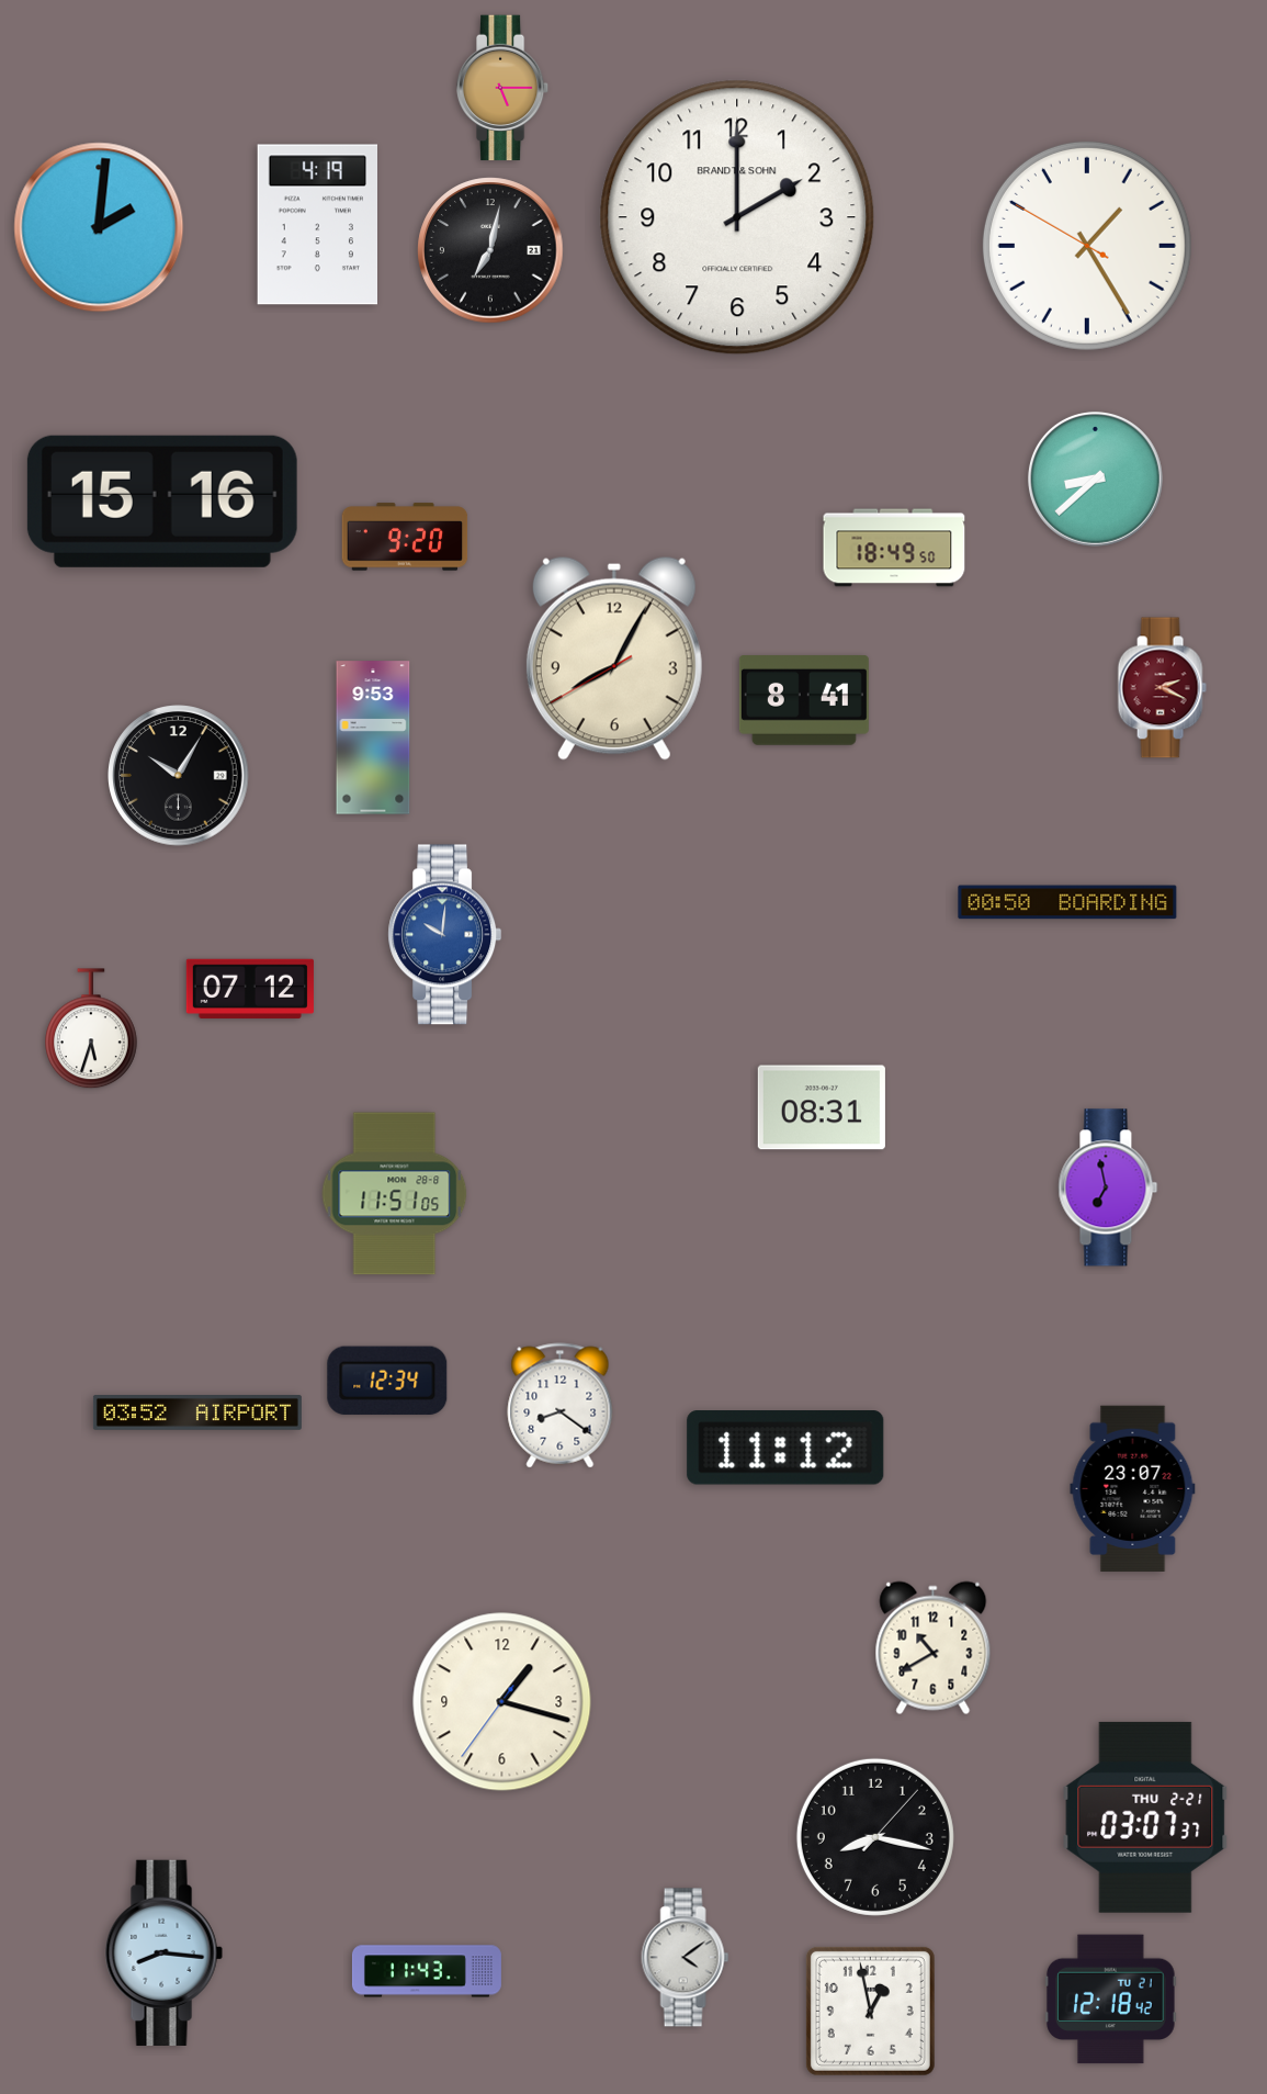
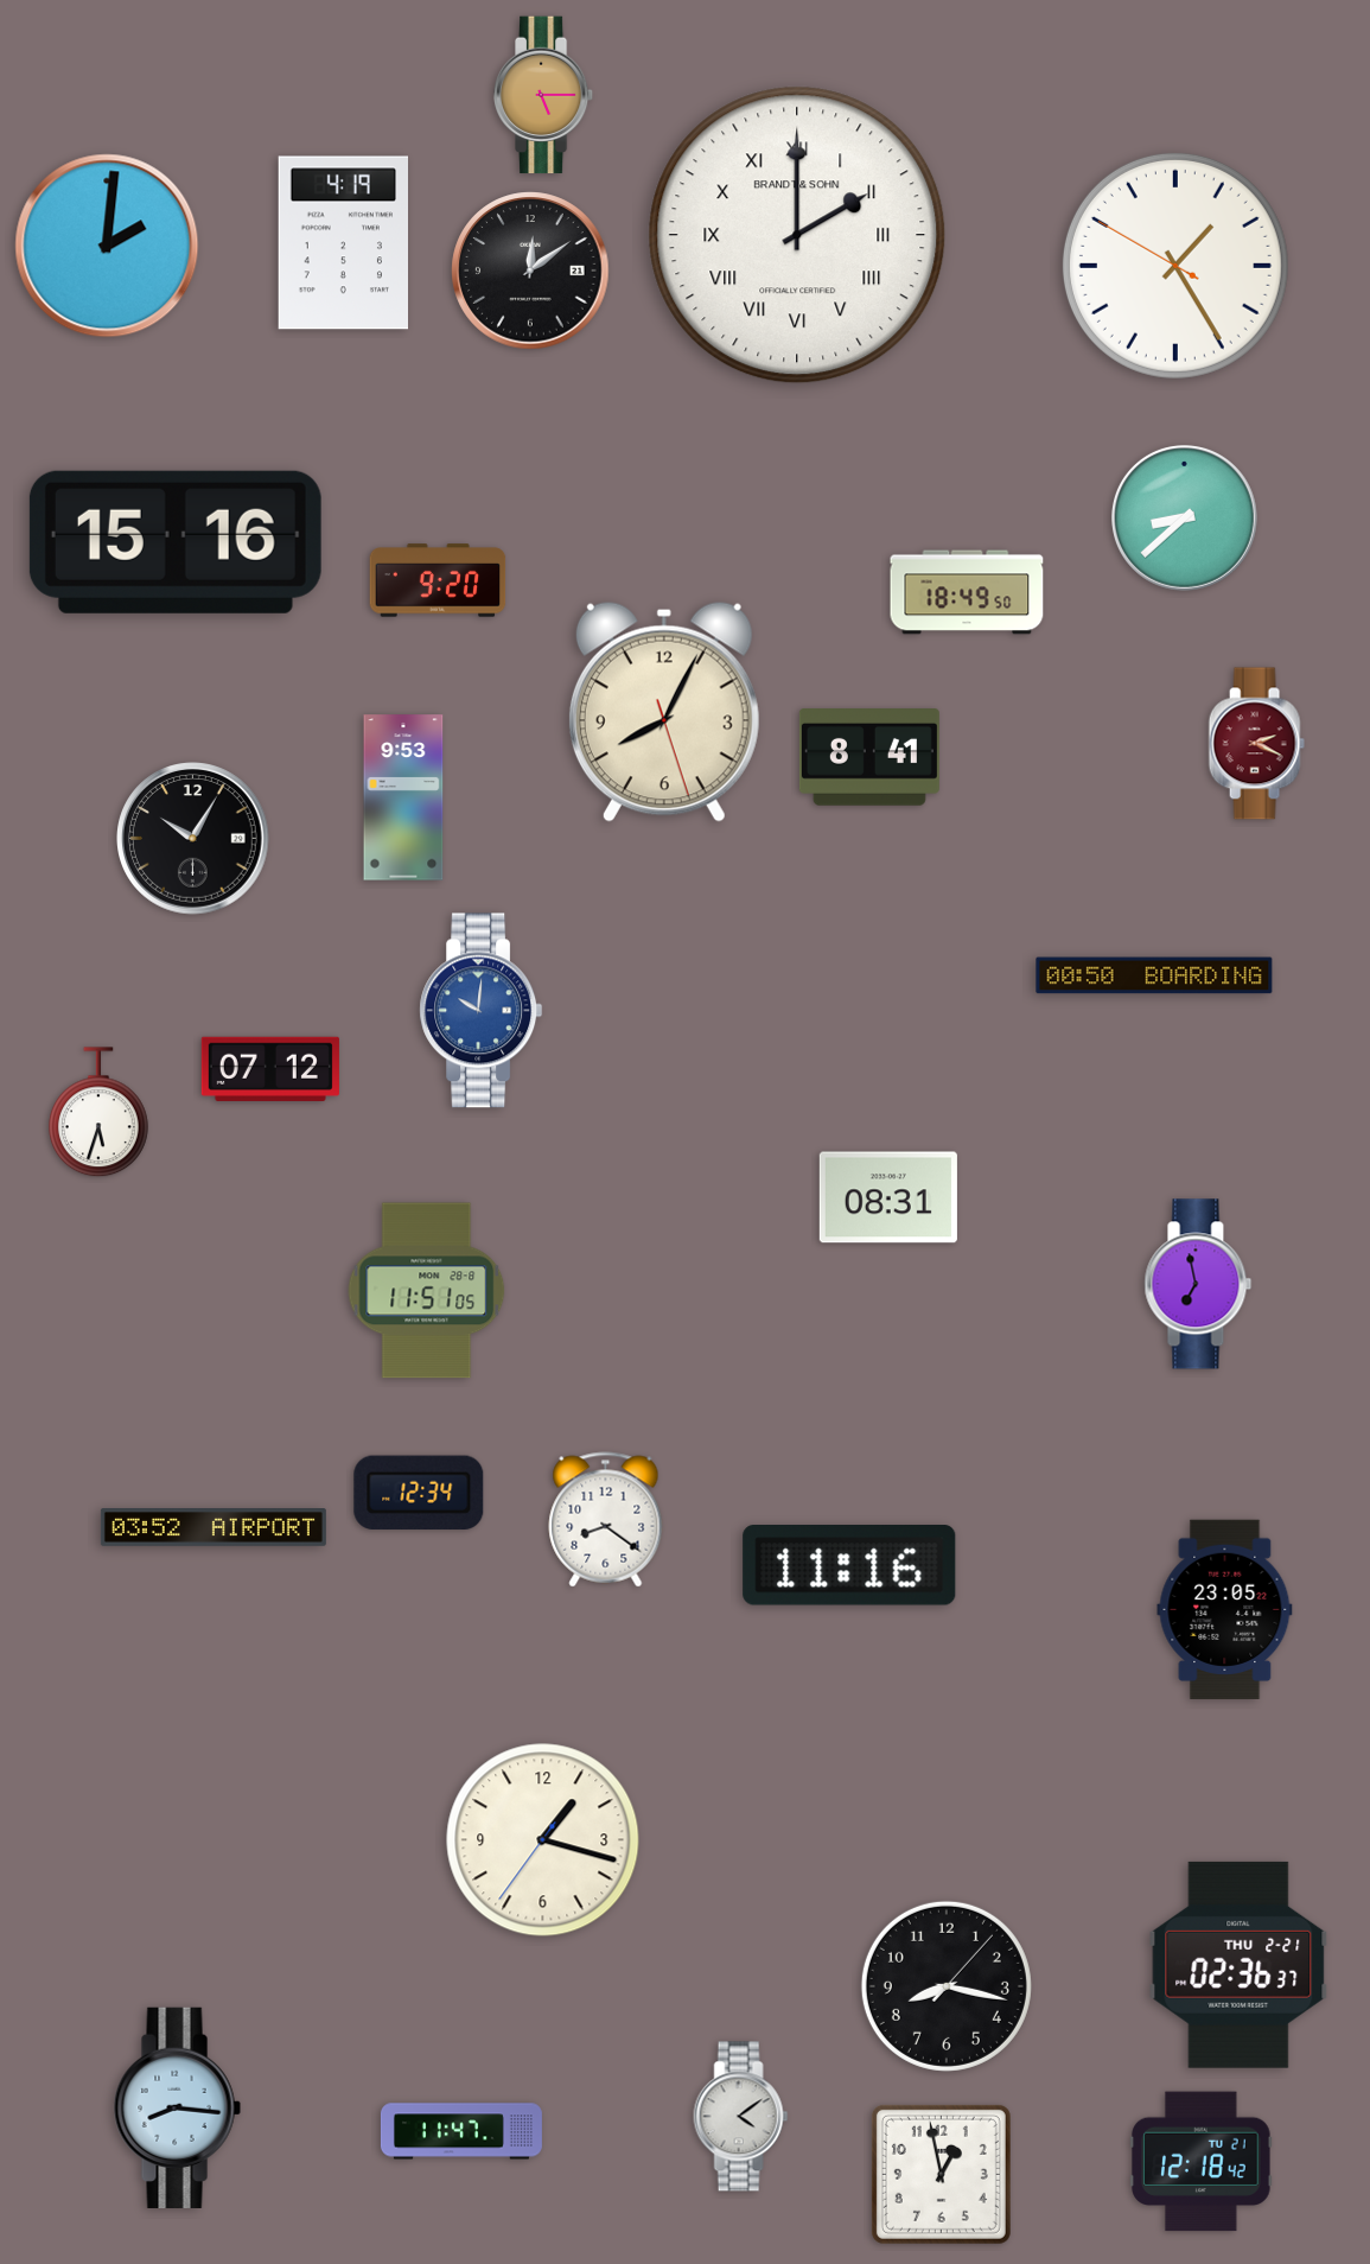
clock at (737, 217) numerals: Arabic -> Roman
clock at (490, 250): 7:02 -> 12:09
clock at (614, 658): 8:04:40 -> 8:04:27
clock at (785, 1449): 11:12 -> 11:16
clock at (1133, 1488): 23:07 -> 23:05
clock at (934, 1648): 10:40 -> none
clock at (1145, 1817): 03:07 -> 02:36
clock at (163, 1952) position: (163, 1952) -> (177, 2107)
clock at (427, 1971): 11:43 -> 11:47
